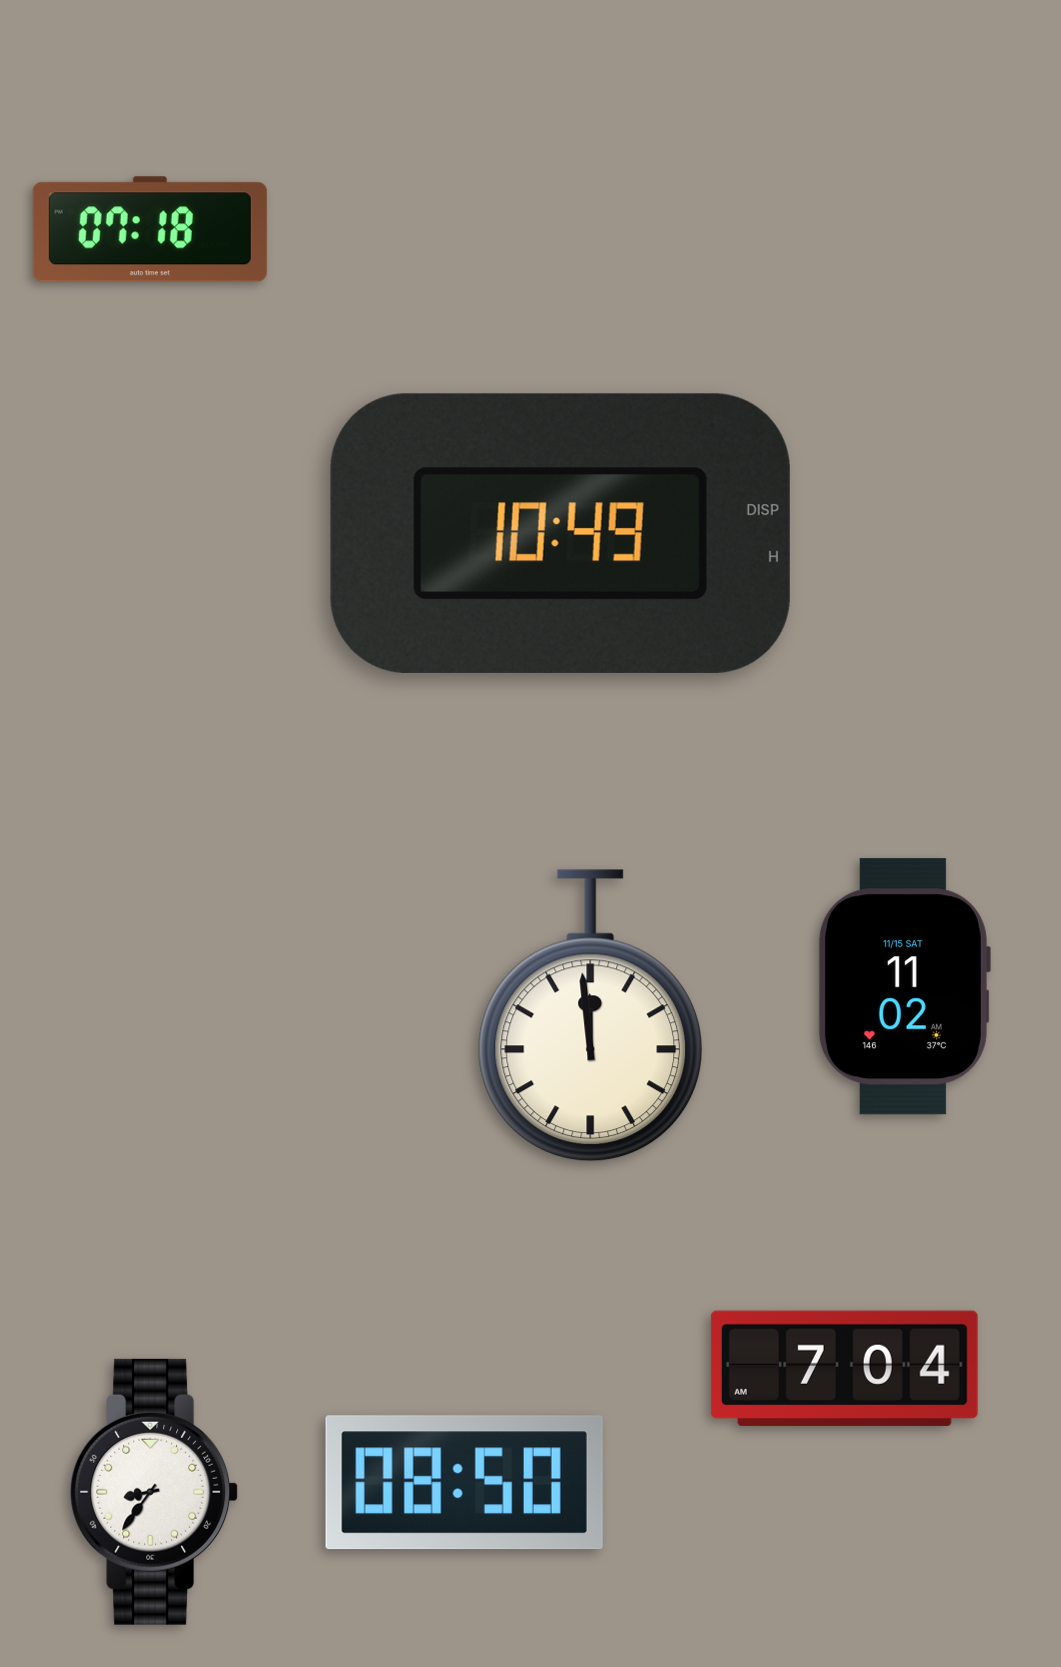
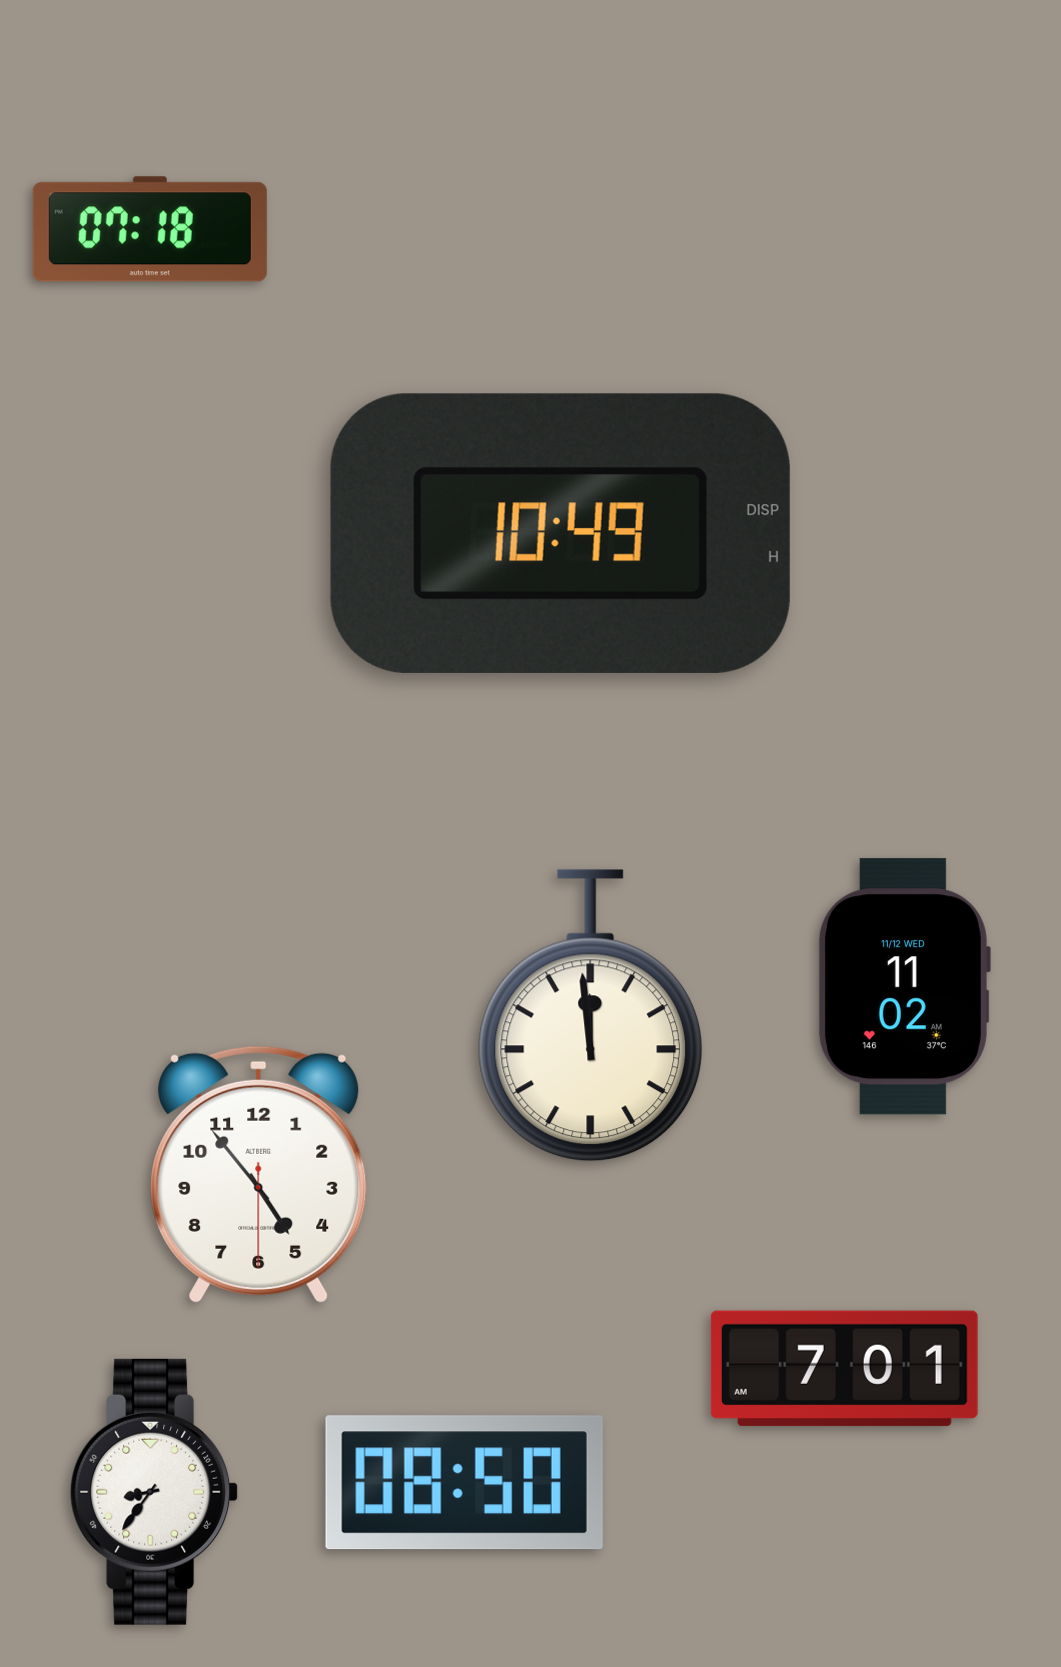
clock at (904, 987) date: 11/15 SAT -> 11/12 WED
clock at (259, 1174): none -> 4:53
clock at (844, 1368): 7:04 -> 7:01
